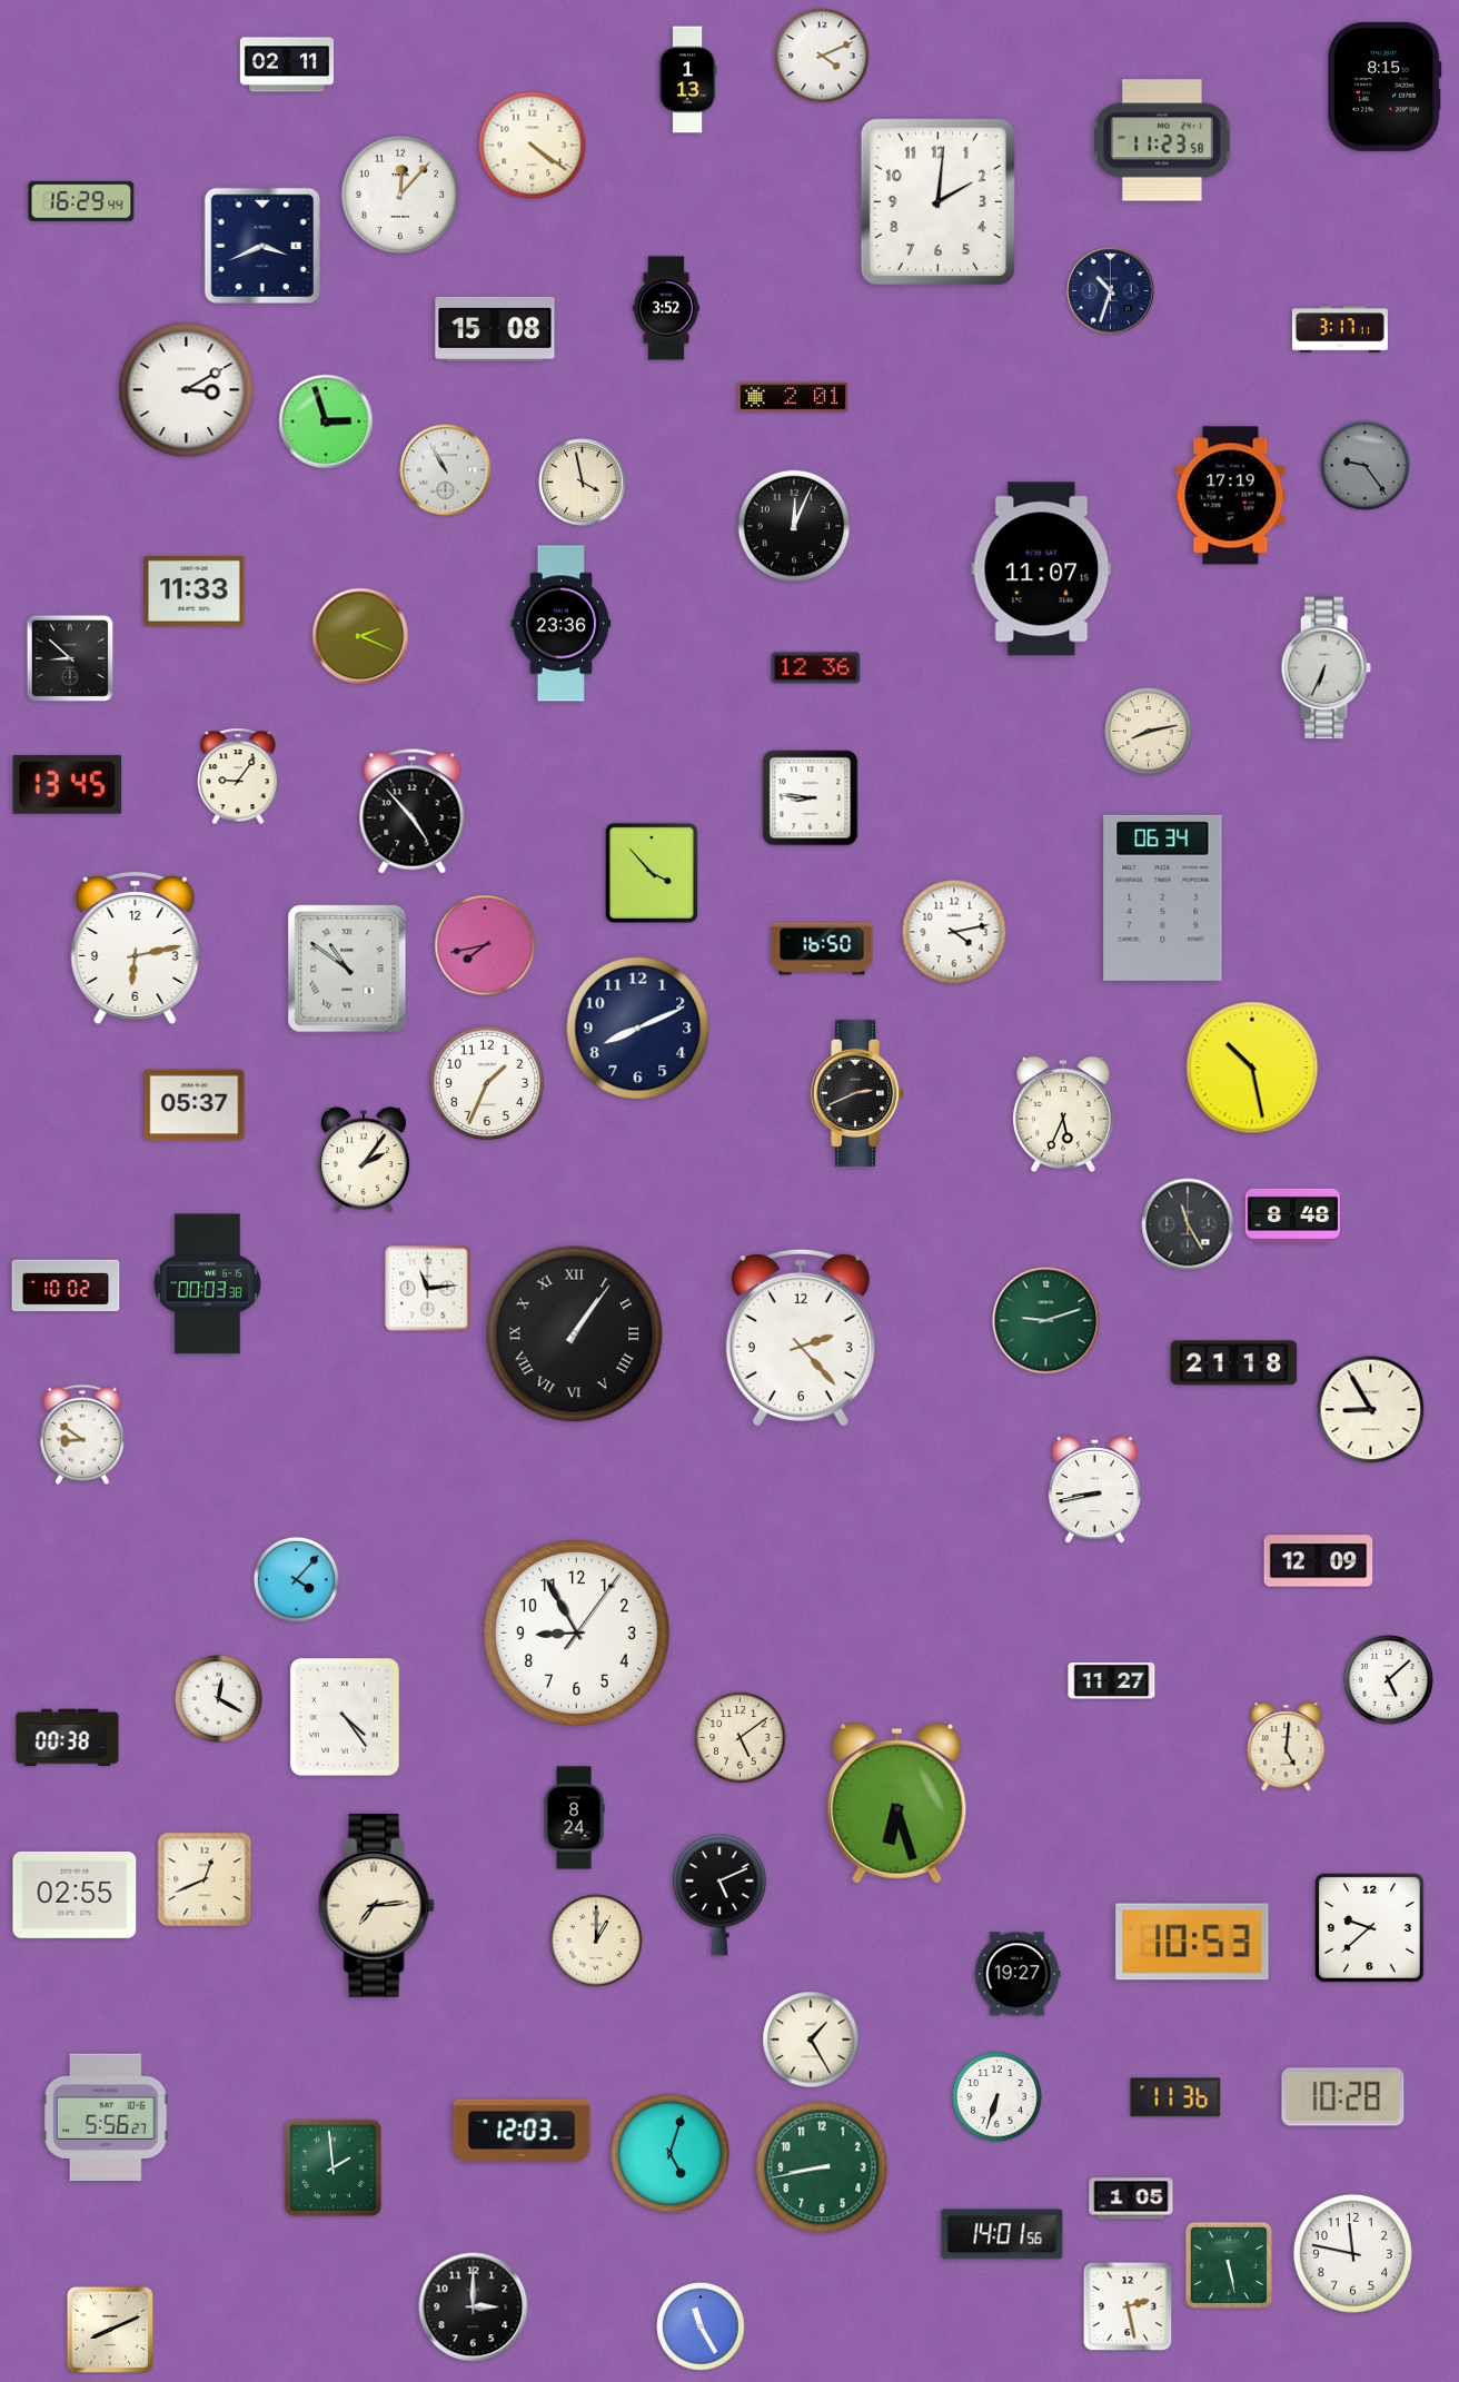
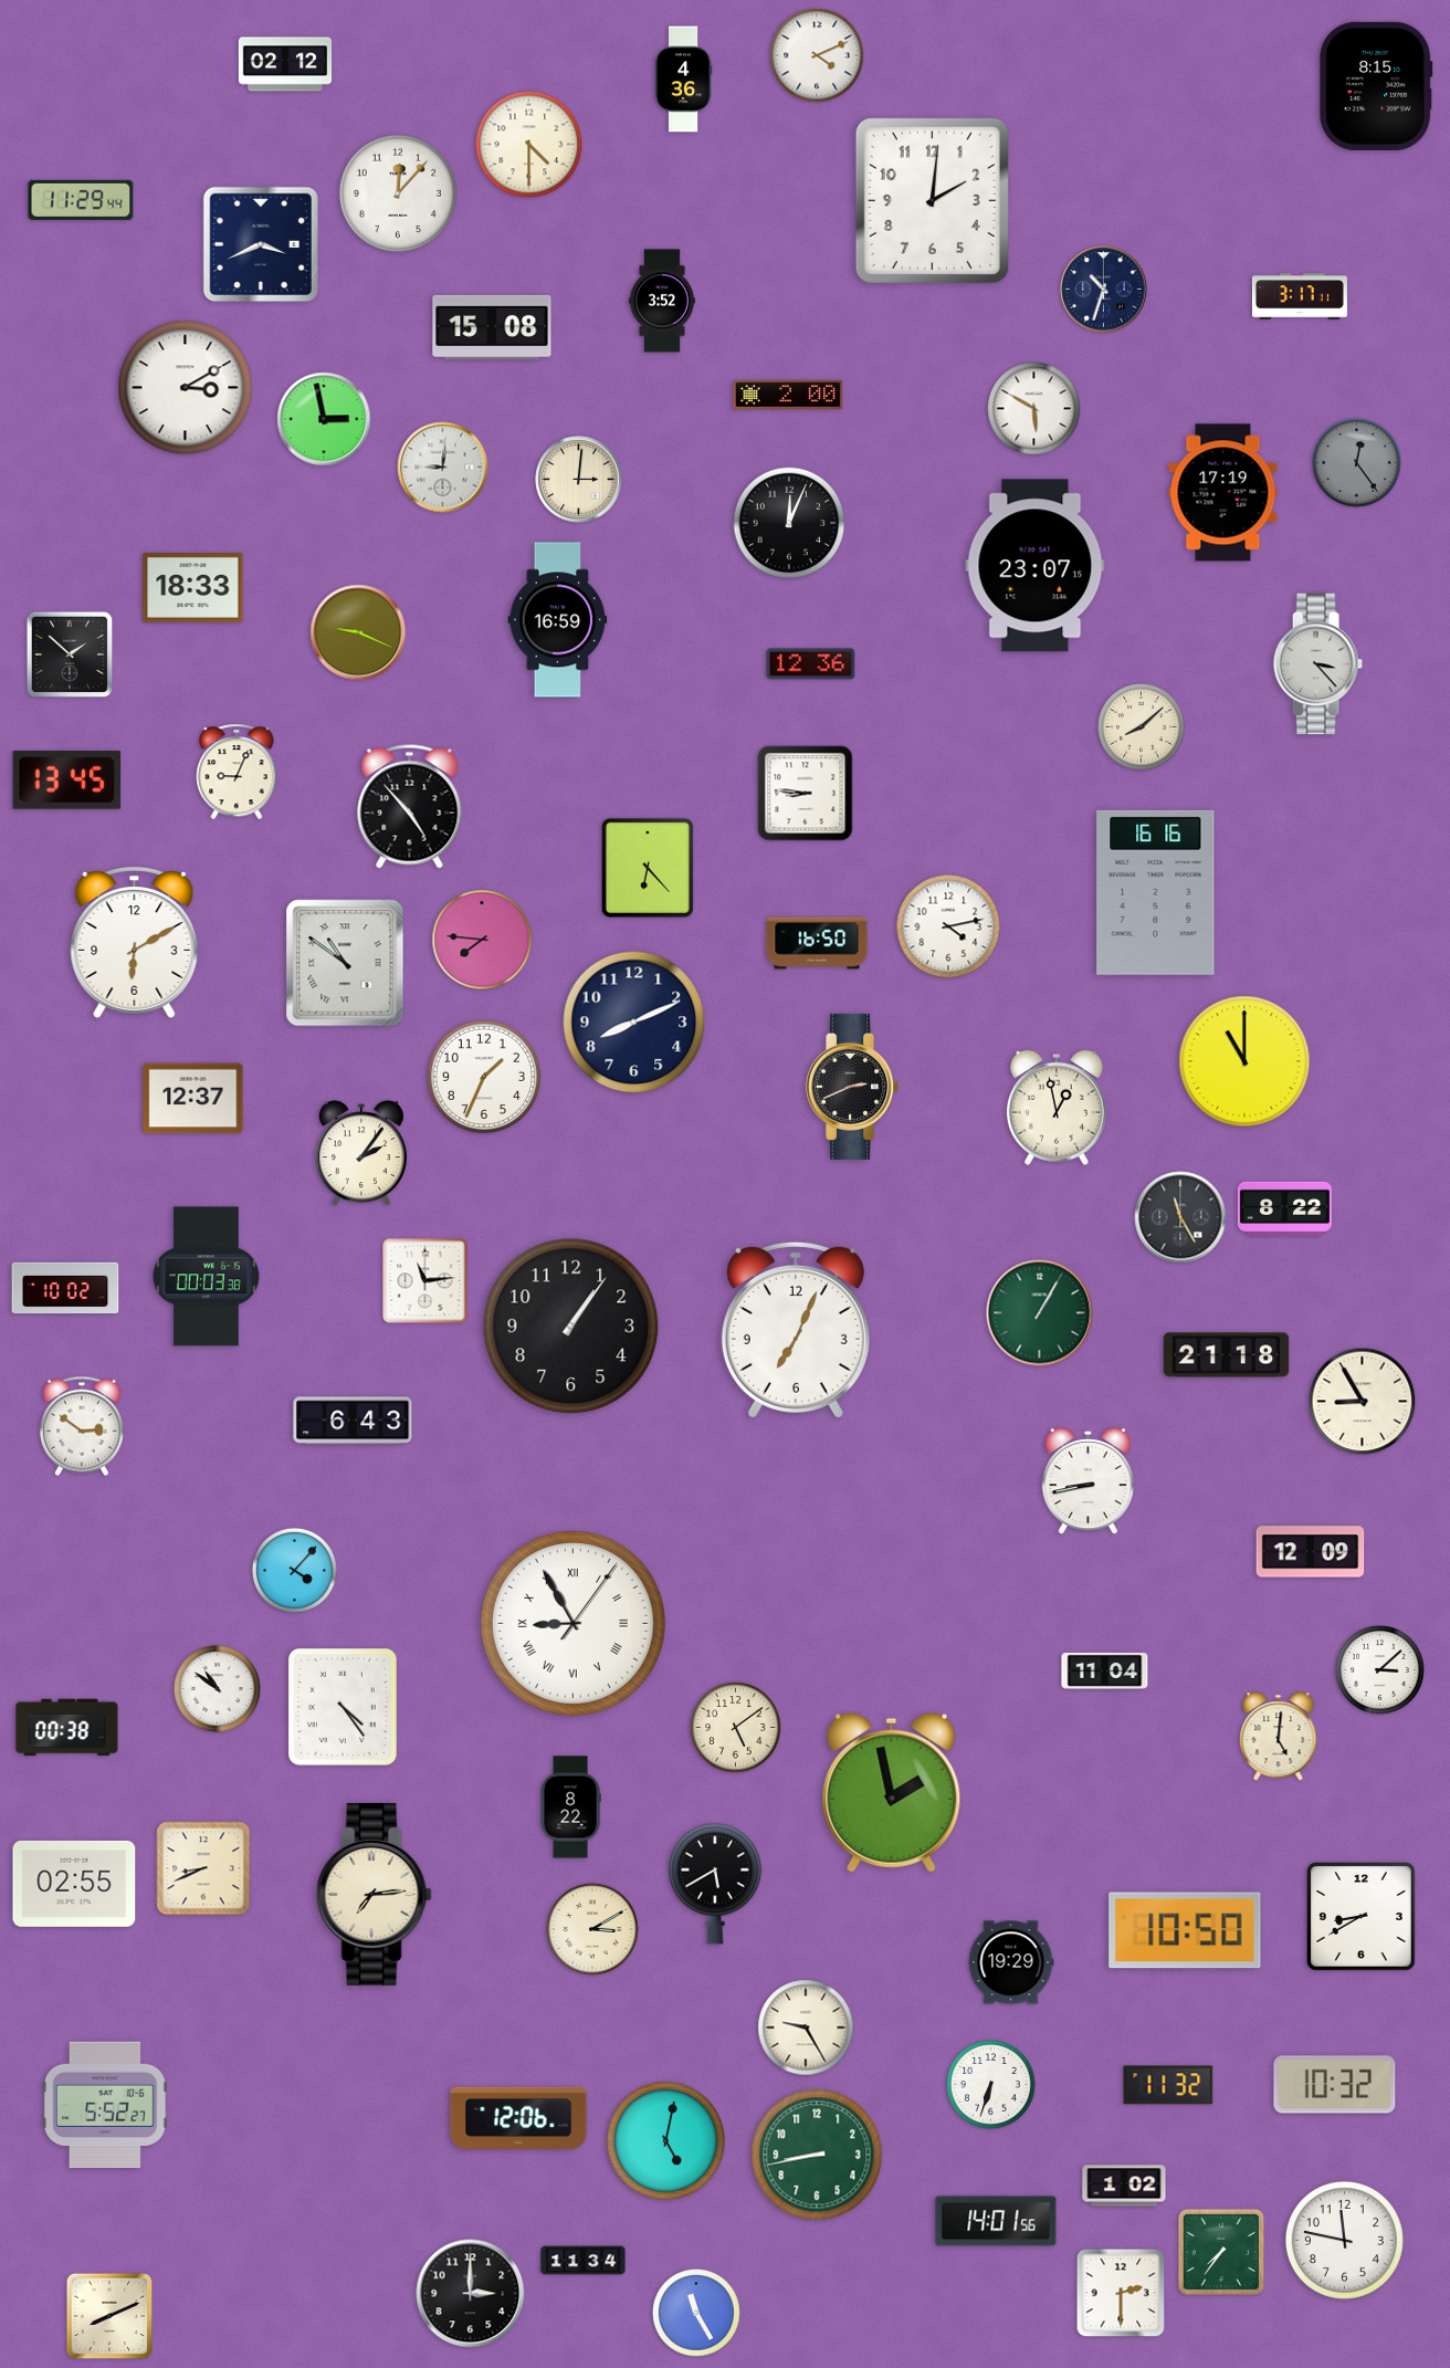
clock at (286, 64): 02:11 -> 02:12
clock at (687, 80): 1:13 -> 4:36
clock at (1162, 140): 11:23 -> none
clock at (533, 146): 4:21 -> 4:30
clock at (81, 201): 16:29 -> 11:29
clock at (666, 308) position: (666, 308) -> (662, 301)
clock at (1340, 329) position: (1340, 329) -> (1300, 296)
clock at (793, 397): 2:01 -> 2:00
clock at (1034, 409): none -> 5:50
clock at (326, 421): 2:57 -> 2:58
clock at (1366, 466): 9:24 -> 12:24
clock at (446, 470): 10:55 -> 9:01
clock at (583, 483): 3:58 -> 3:01
clock at (1042, 569): 11:07 -> 23:07
clock at (195, 592): 11:33 -> 18:33
clock at (562, 624): 23:36 -> 16:59
clock at (360, 636): 2:19 -> 9:19
clock at (70, 658): 8:52 -> 1:52
clock at (1326, 668): 6:34 -> 3:23
clock at (1149, 732): 8:13 -> 8:08
clock at (238, 776): 9:06 -> 9:04
clock at (652, 873): 3:53 -> 6:23
clock at (1163, 897): 06:34 -> 16:16
clock at (485, 945): 7:43 -> 7:46
clock at (136, 949): 6:13 -> 6:10
clock at (1252, 1068): 10:28 -> 11:00
clock at (195, 1105): 05:37 -> 12:37
clock at (1063, 1114): 5:34 -> 12:58
clock at (1292, 1215): 8:48 -> 8:22
clock at (66, 1286) position: (66, 1286) -> (65, 1288)
clock at (1046, 1321): 9:12 -> 1:05
clock at (575, 1334) numerals: Roman -> Arabic
clock at (801, 1338): 2:23 -> 7:04
clock at (353, 1421): none -> 6:43
clock at (82, 1435): 8:51 -> 2:51
clock at (576, 1632) numerals: Arabic -> Roman
clock at (1112, 1680): 11:27 -> 11:04
clock at (1389, 1680): 5:08 -> 3:08
clock at (219, 1699): 12:20 -> 10:51
clock at (897, 1803): 6:27 -> 1:58
clock at (574, 1818): 8:24 -> 8:22
clock at (205, 1879): 12:41 -> 8:41
clock at (719, 1895): 5:11 -> 5:40
clock at (1370, 1928): 9:38 -> 8:40
clock at (596, 1941): 1:00 -> 3:10
clock at (1192, 1942): 10:53 -> 10:50
clock at (1018, 1974): 19:27 -> 19:29
clock at (811, 2039): 1:25 -> 9:25
clock at (1175, 2097): 11:36 -> 11:32
clock at (1343, 2097): 10:28 -> 10:32
clock at (107, 2116): 5:56 -> 5:52
clock at (522, 2131): 12:03 -> 12:06
clock at (669, 2153): 5:03 -> 5:02
clock at (333, 2167): 1:59 -> none
clock at (1131, 2199): 1:05 -> 1:02
clock at (1228, 2264): 5:28 -> 7:36
clock at (584, 2261): none -> 11:34
clock at (1128, 2306): 2:28 -> 2:30
